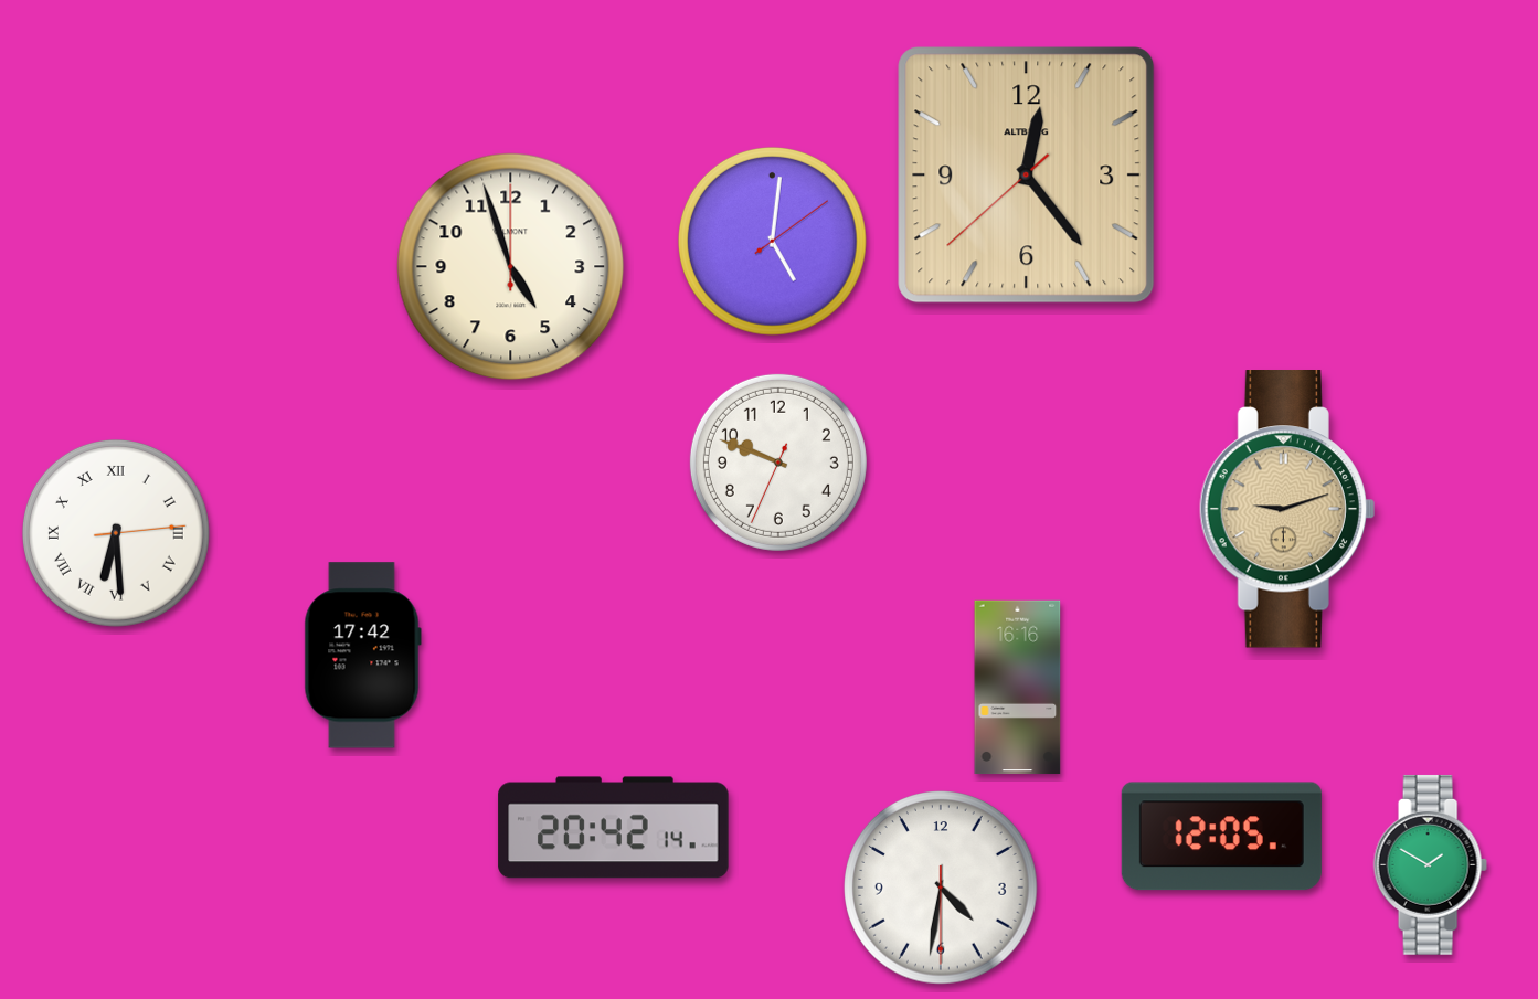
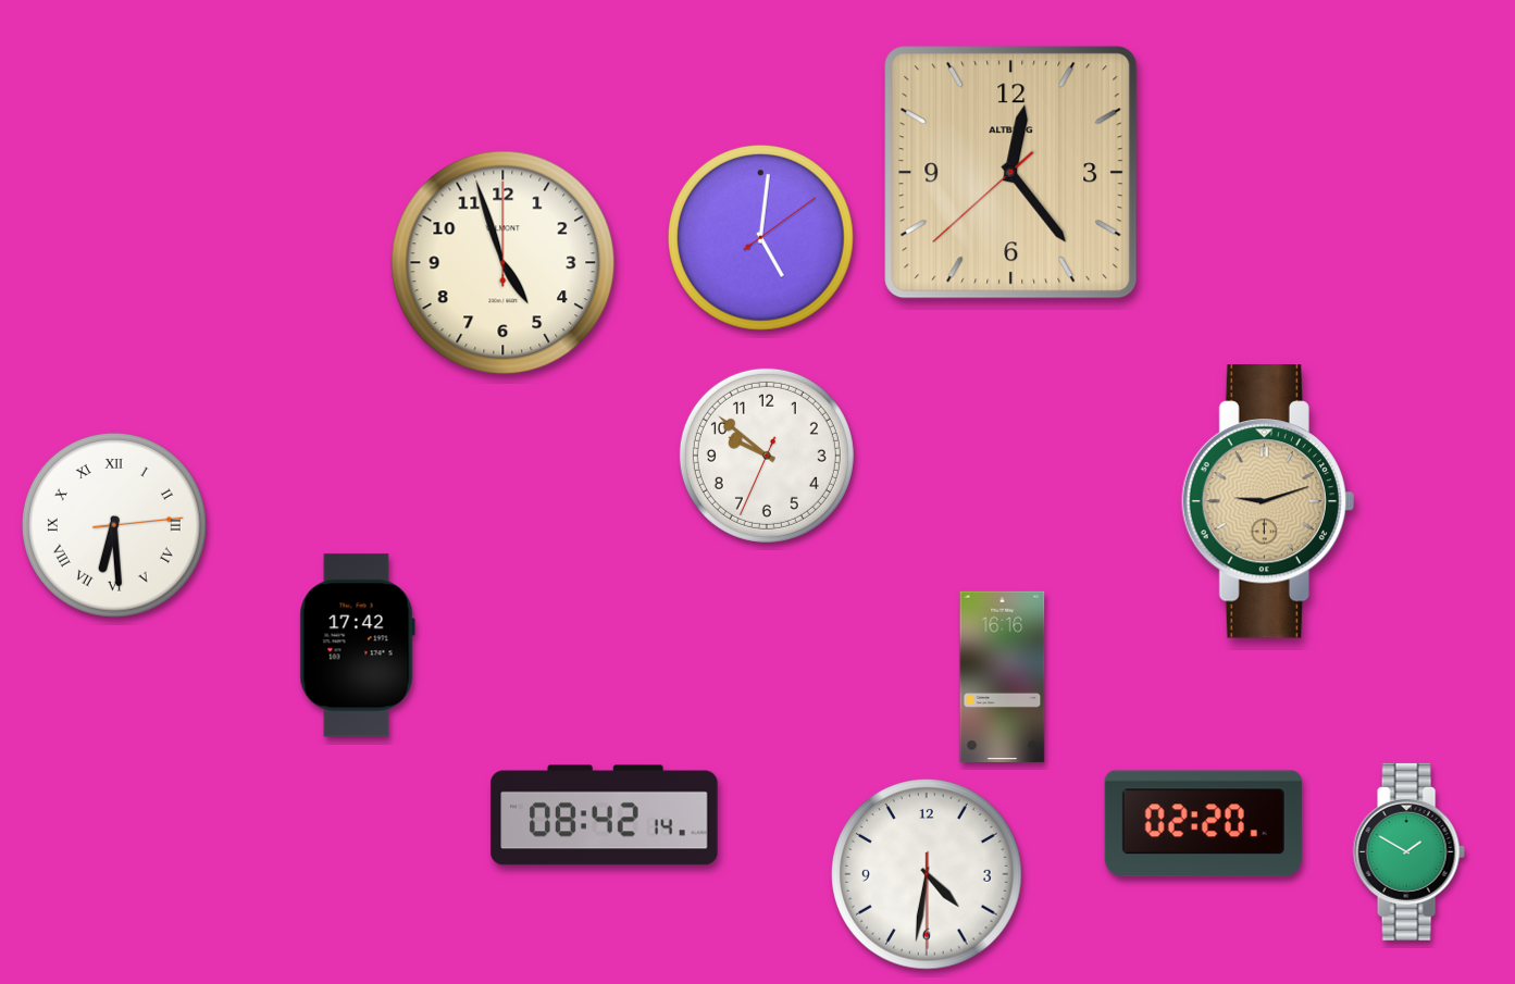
clock at (778, 463): 9:48 -> 9:51
clock at (614, 828): 20:42 -> 08:42
clock at (1221, 837): 12:05 -> 02:20
